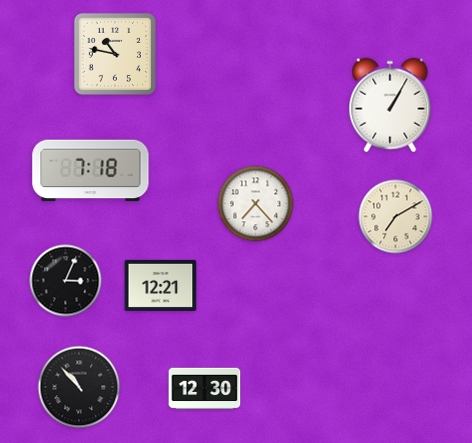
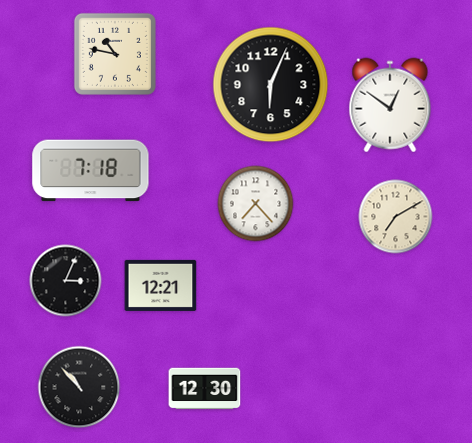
clock at (271, 85): none -> 6:04
clock at (390, 105): 1:05 -> 12:51
